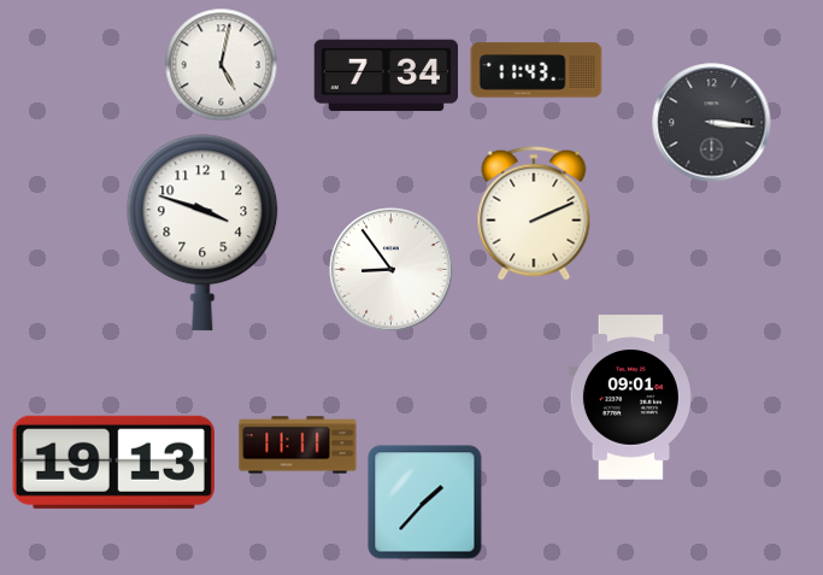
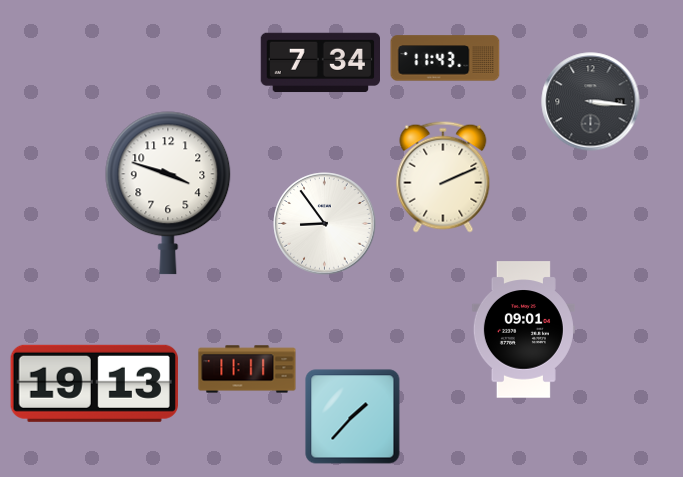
clock at (221, 64): 5:02 -> none
